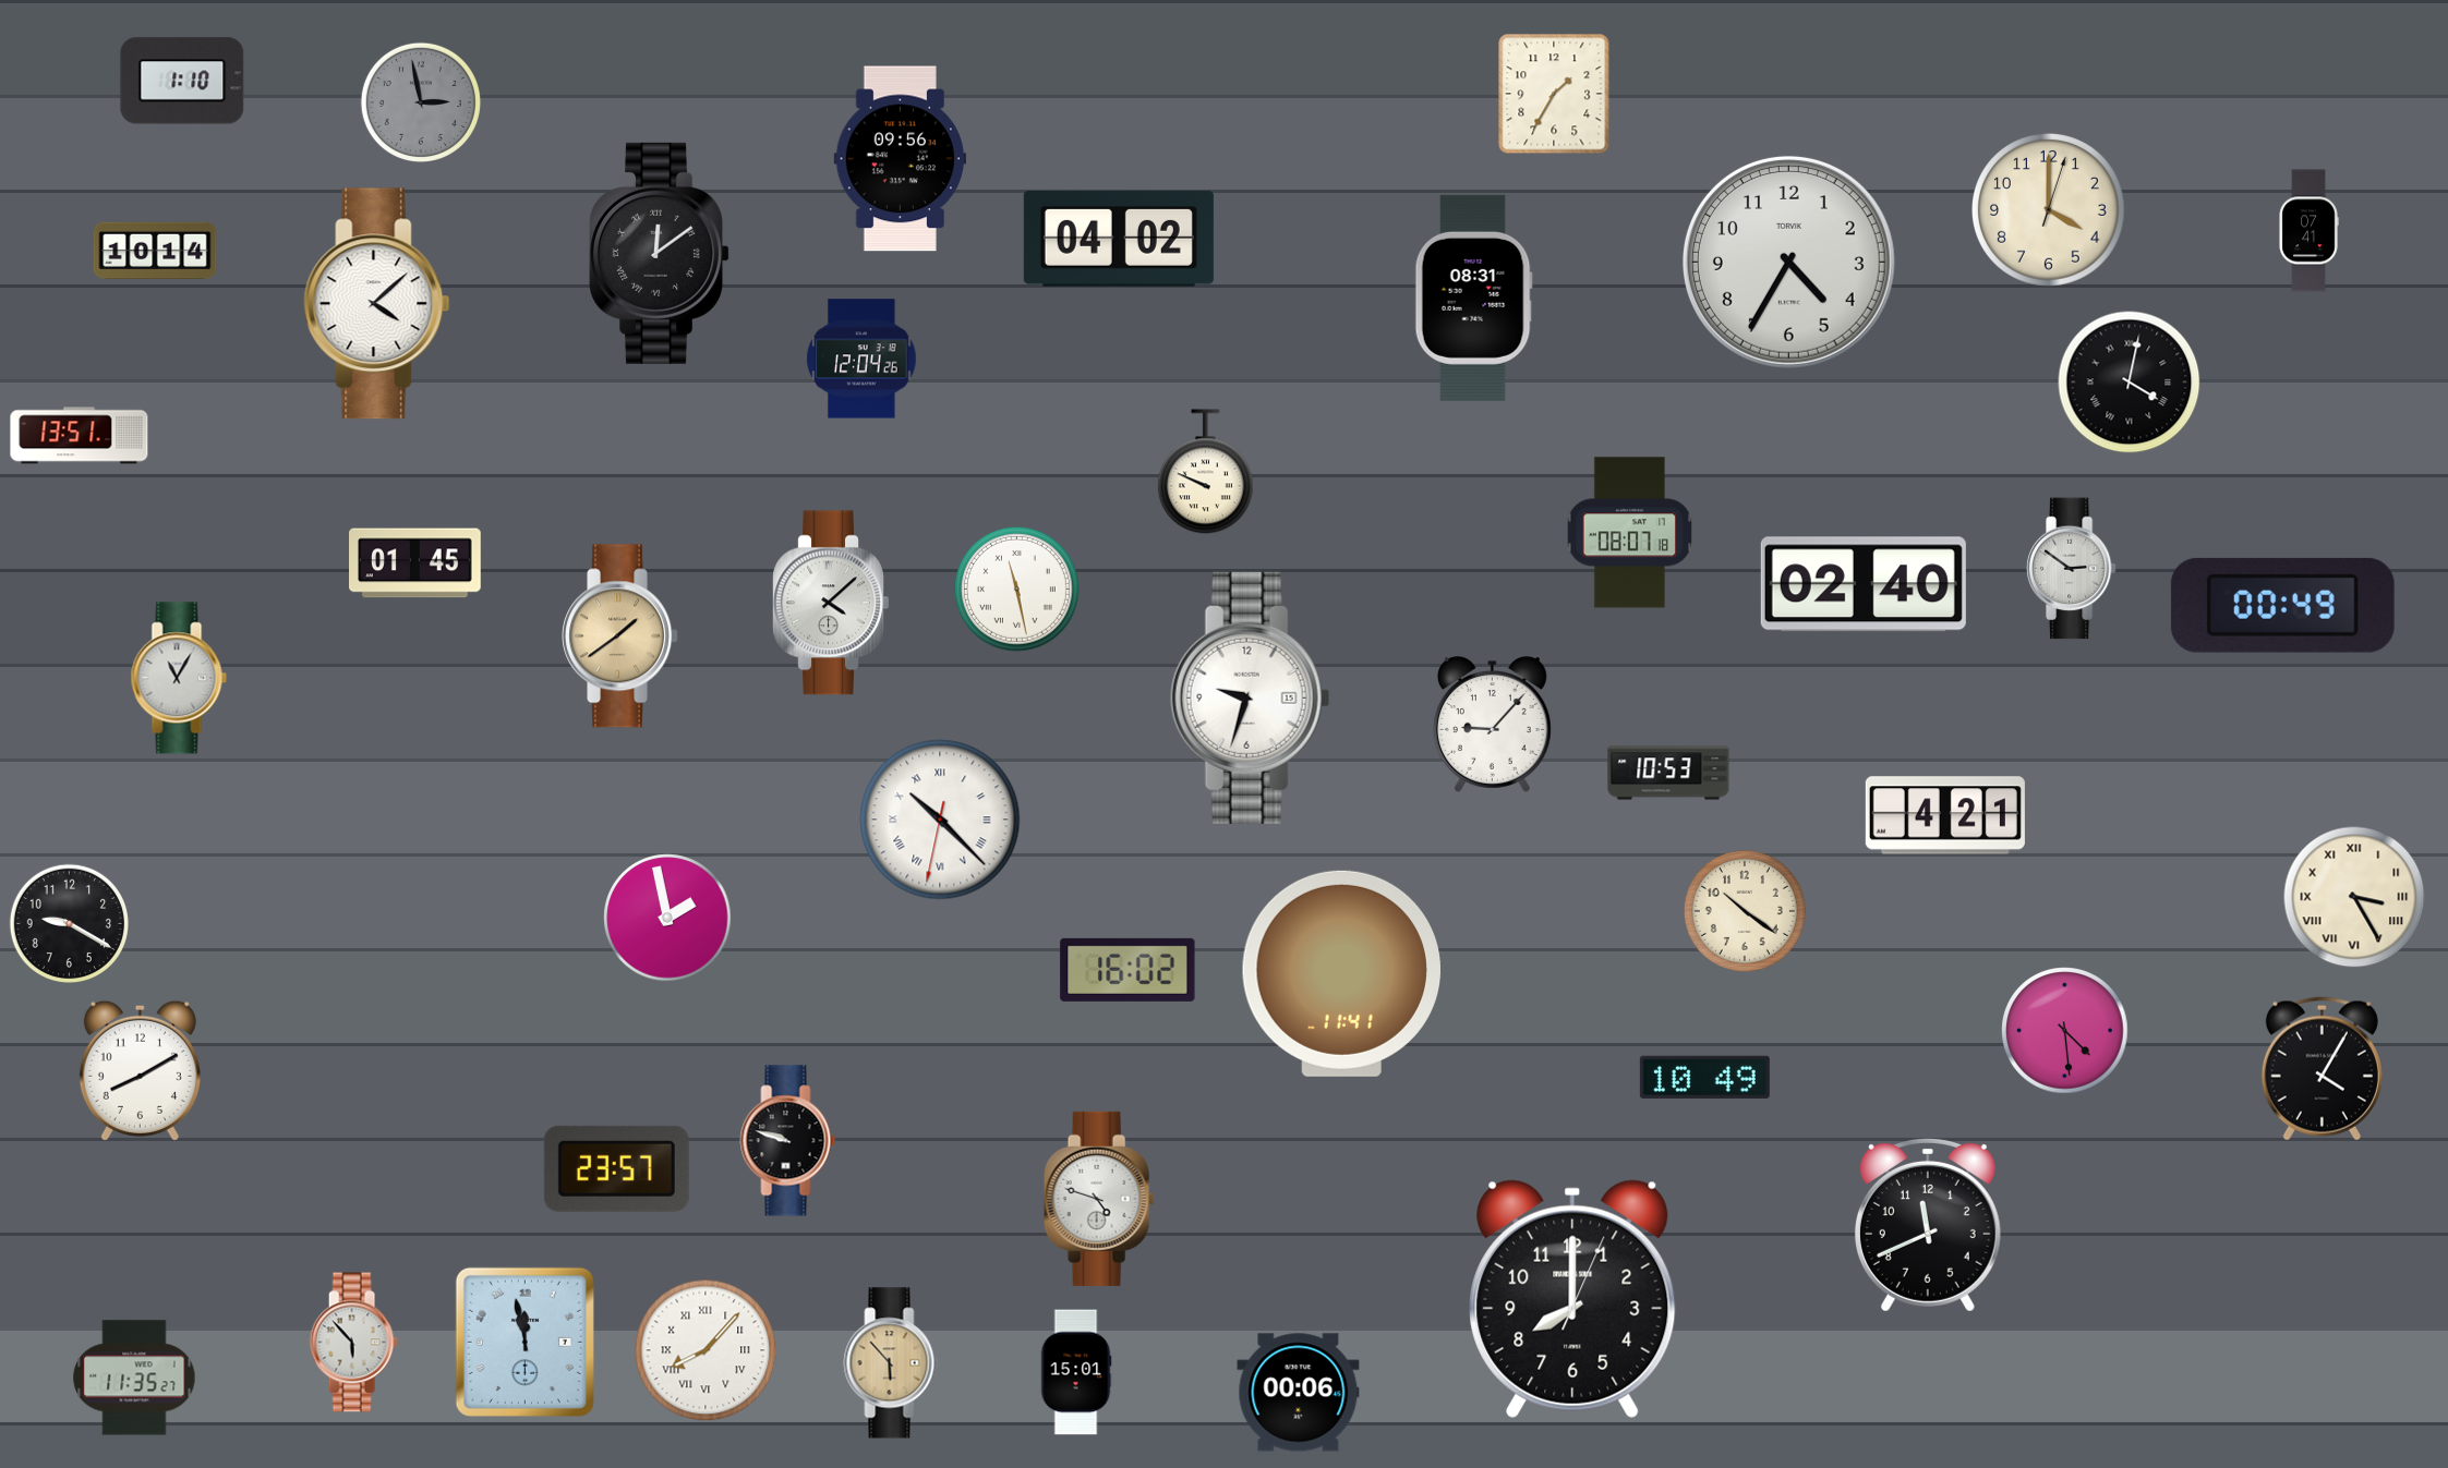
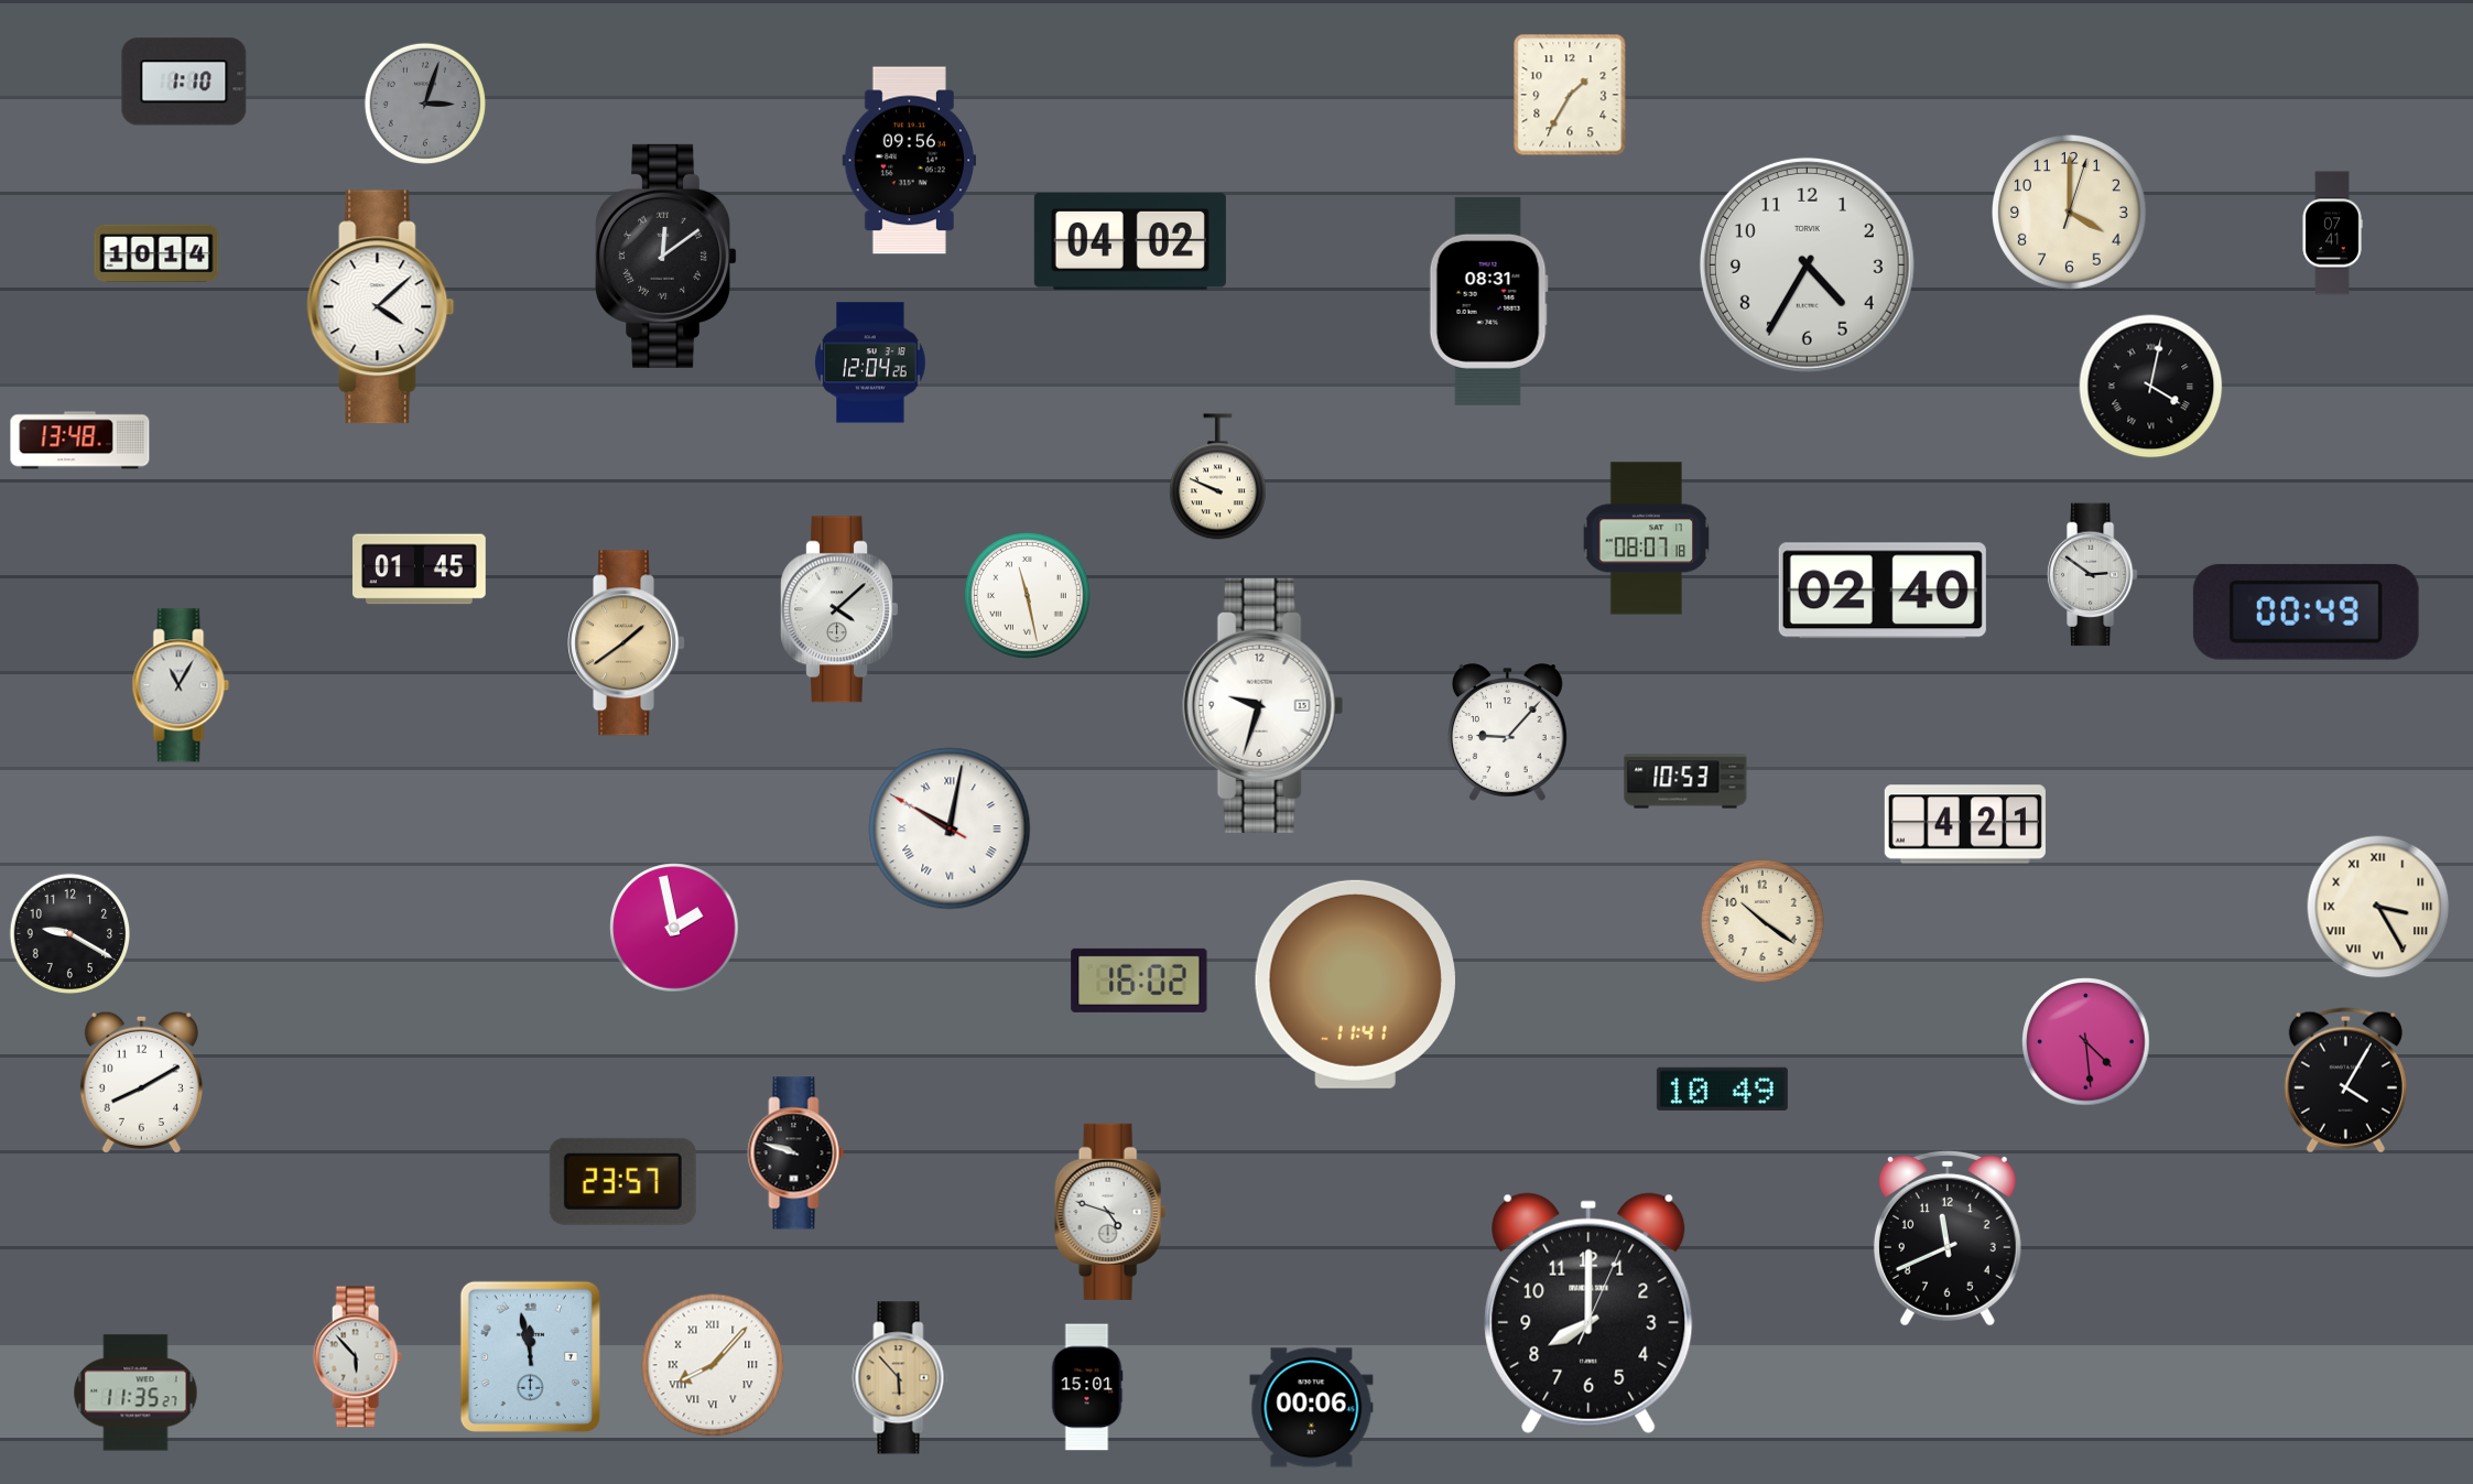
clock at (421, 102): 2:58 -> 3:03
clock at (80, 436): 13:51 -> 13:48
clock at (940, 820): 10:22 -> 10:01
